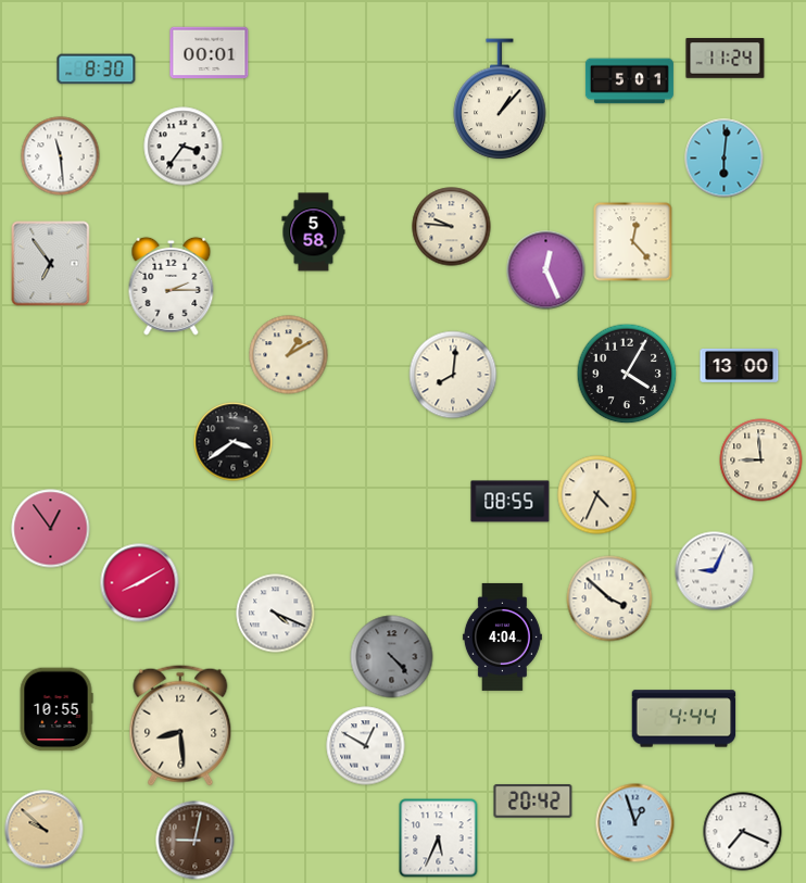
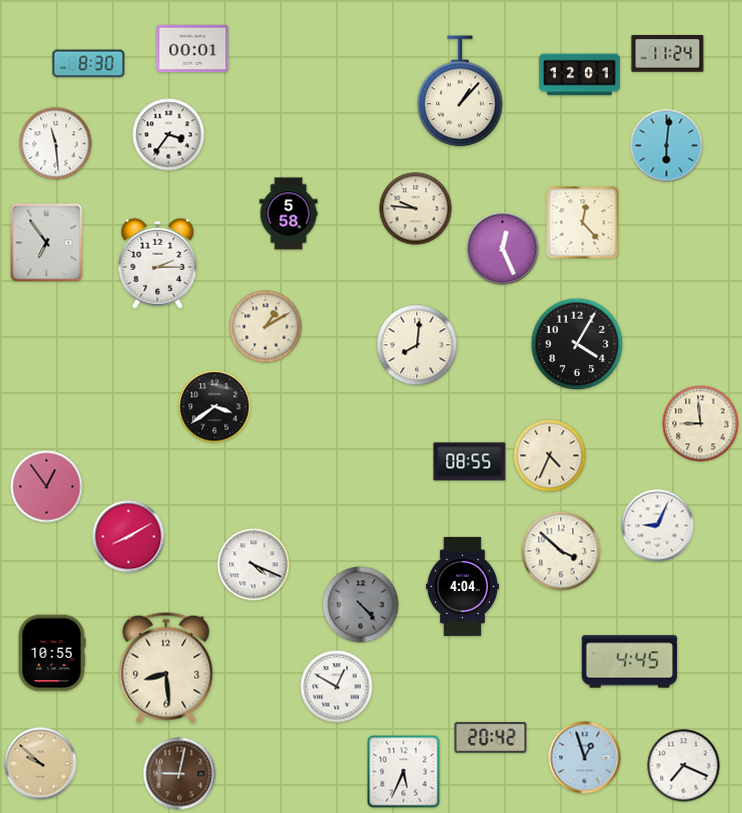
clock at (629, 81): 5:01 -> 12:01
clock at (740, 365): 13:00 -> none
clock at (684, 719): 4:44 -> 4:45
